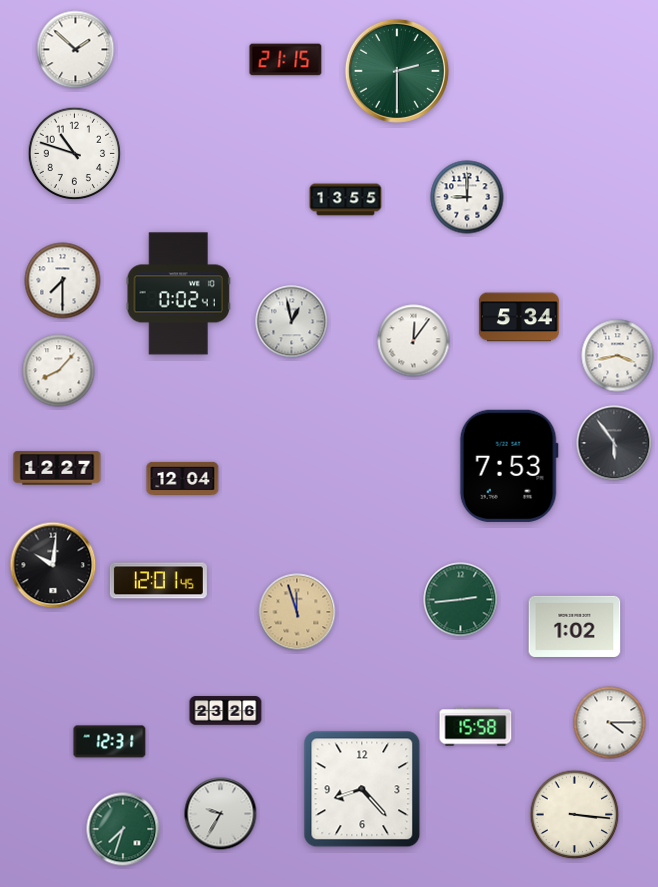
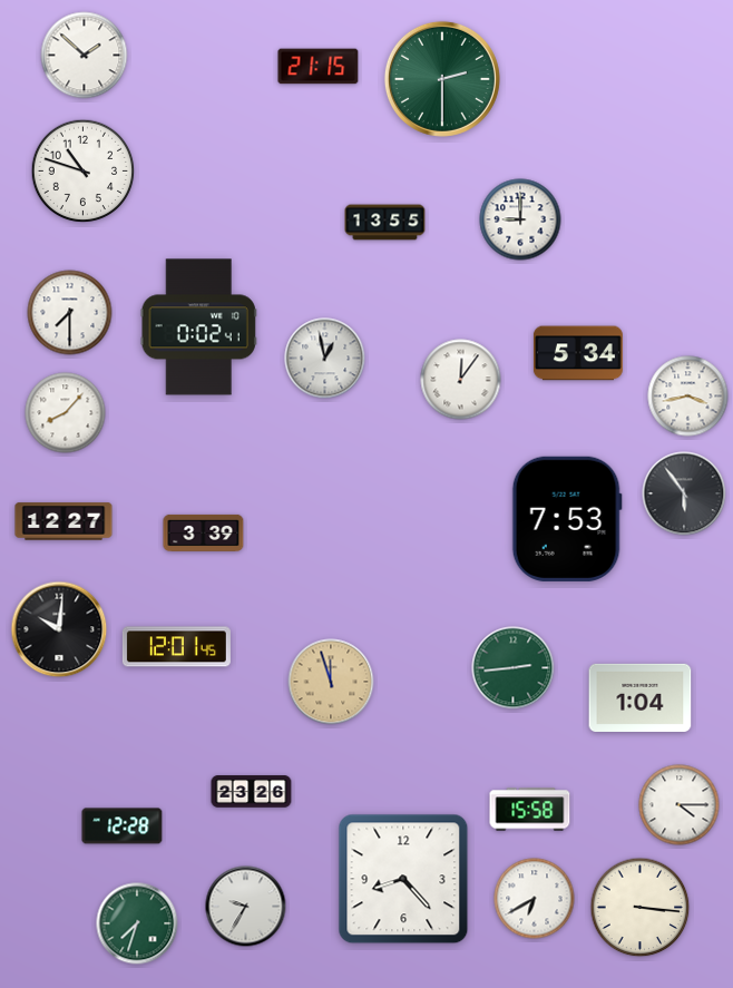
clock at (183, 478): 12:04 -> 3:39
clock at (575, 626): 1:02 -> 1:04
clock at (110, 742): 12:31 -> 12:28
clock at (535, 899): none -> 6:40
